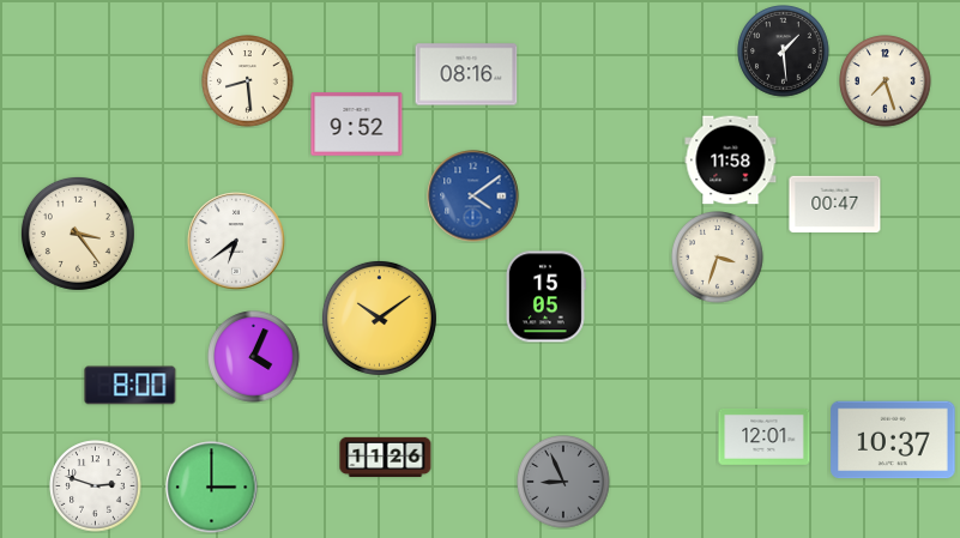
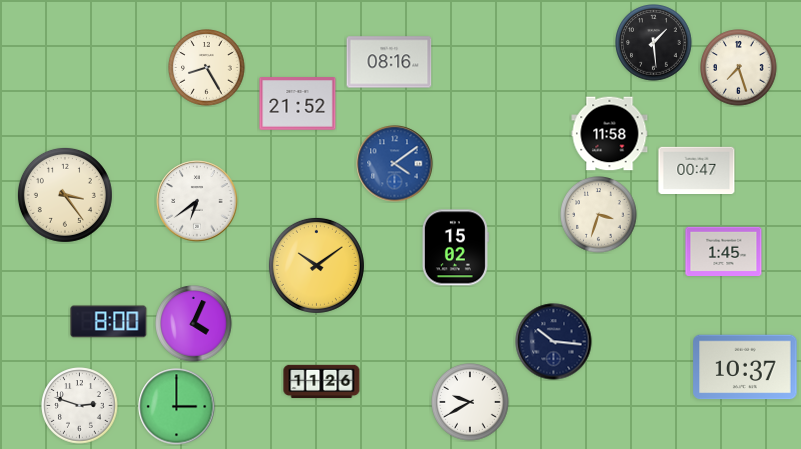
clock at (248, 81): 8:29 -> 8:25
clock at (357, 125): 9:52 -> 21:52
clock at (545, 297): 15:05 -> 15:02
clock at (724, 252): none -> 1:45
clock at (254, 357) position: (254, 357) -> (194, 324)
clock at (554, 342): none -> 10:16
clock at (765, 437): 12:01 -> none
clock at (563, 482): 8:56 -> 9:40
clock at (563, 482) dial: grey -> white
